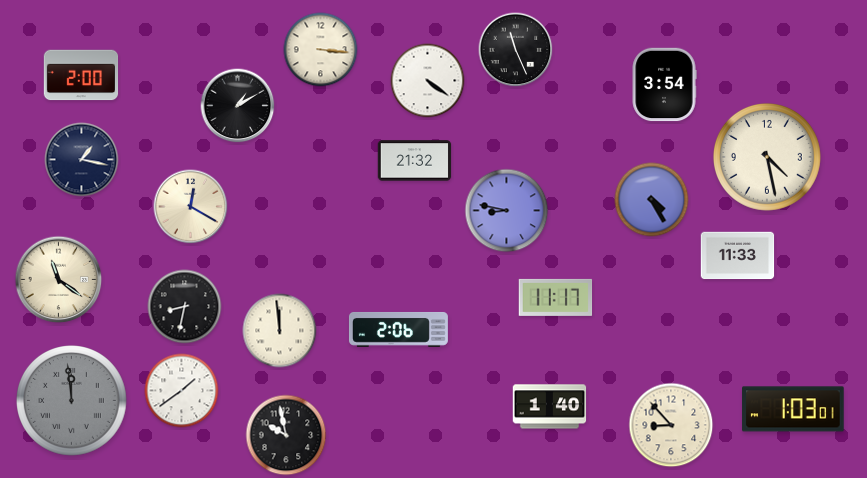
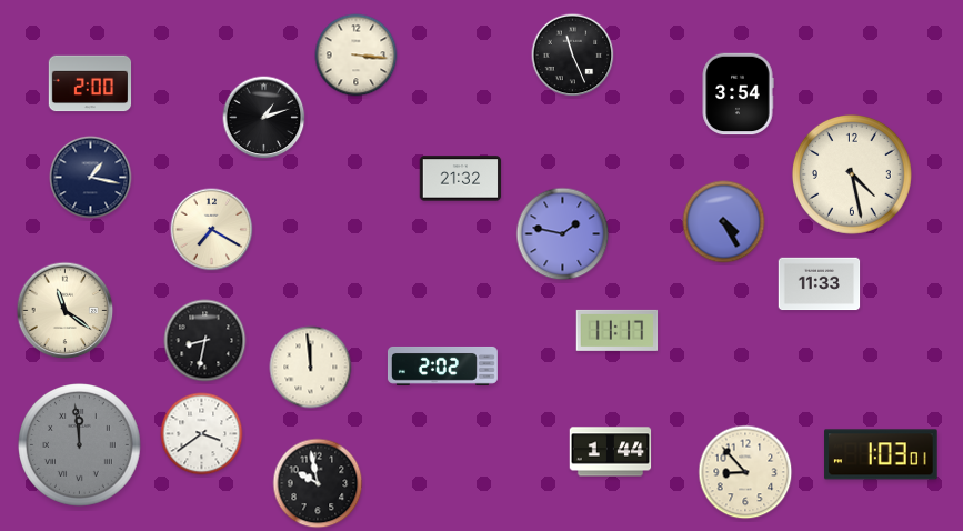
clock at (428, 81): 4:21 -> none
clock at (238, 106): 1:10 -> 1:12
clock at (191, 207): 12:20 -> 7:20
clock at (507, 211): 8:47 -> 1:47
clock at (398, 329): 2:06 -> 2:02
clock at (182, 391): 1:39 -> 3:39
clock at (550, 407): 1:40 -> 1:44
